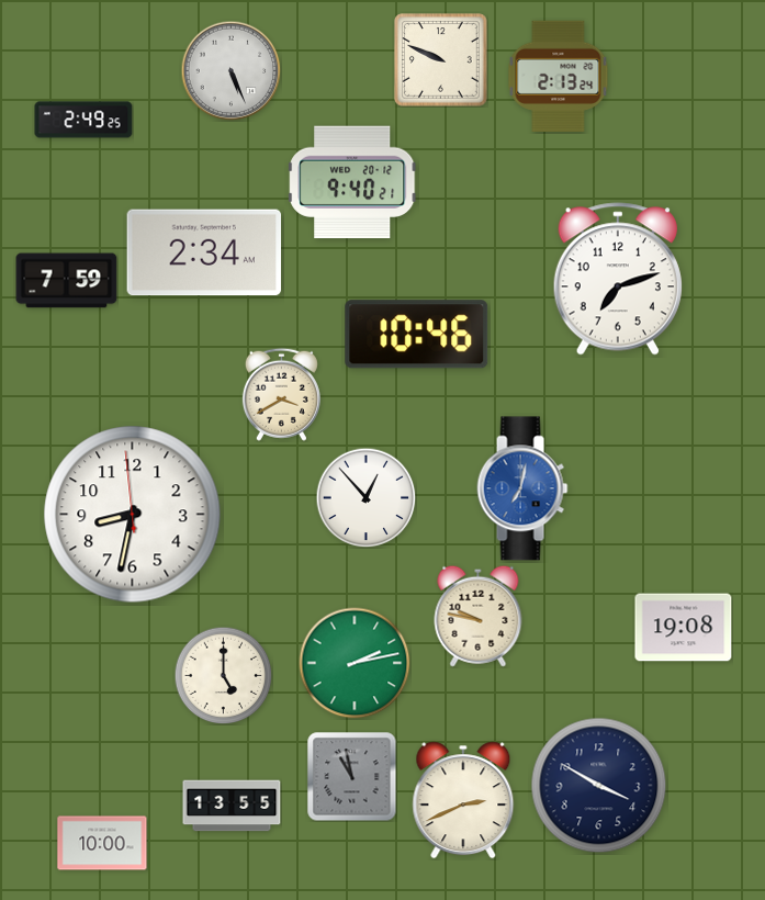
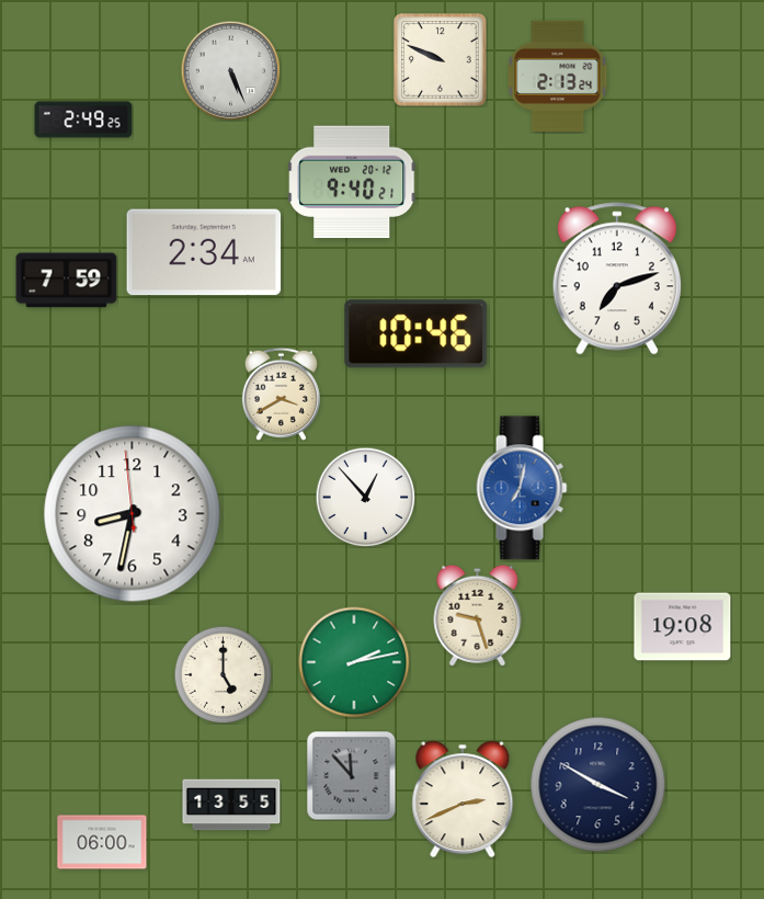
clock at (479, 616): 9:47 -> 9:27
clock at (352, 777): 10:58 -> 11:53
clock at (102, 843): 10:00 -> 06:00
